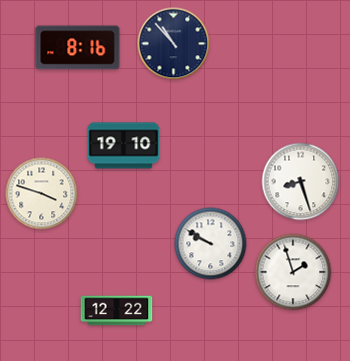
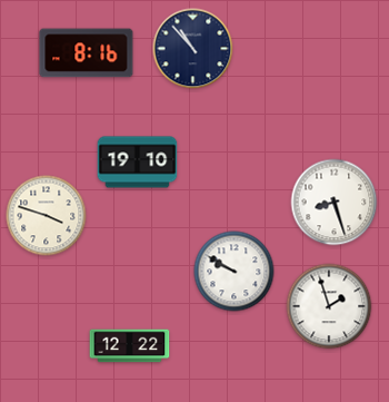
clock at (293, 272) position: (293, 272) -> (329, 306)
